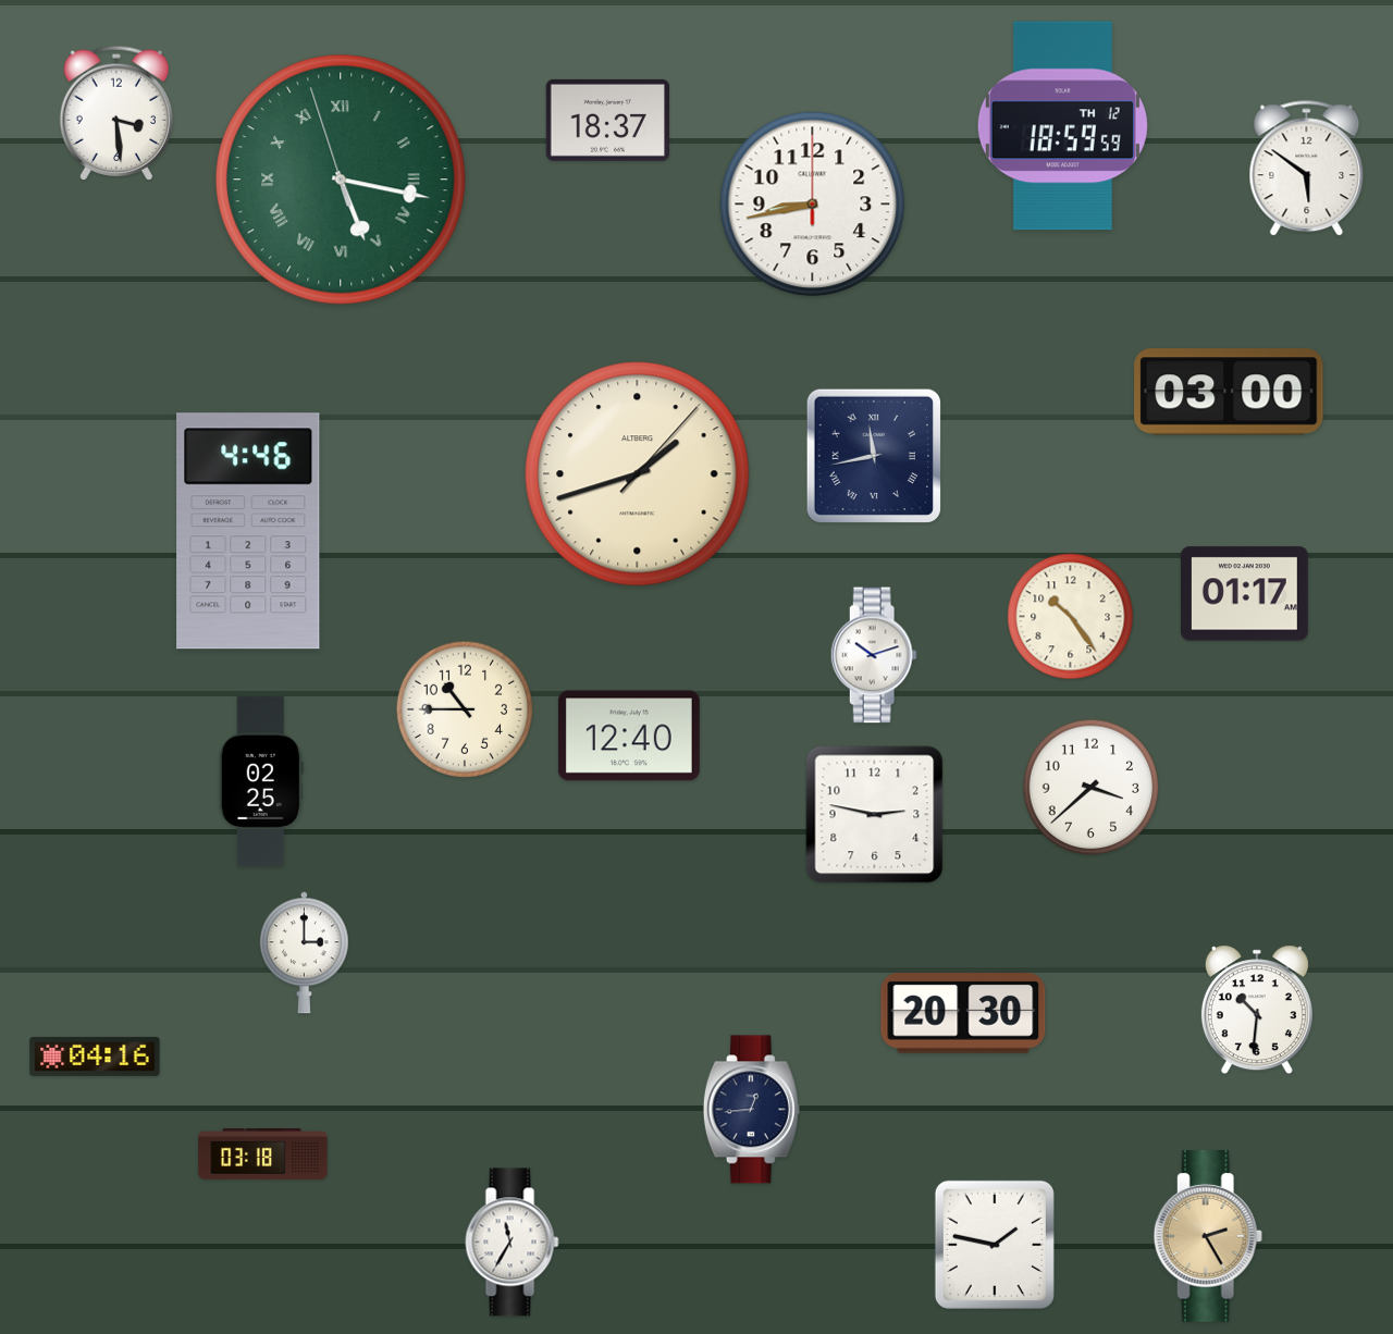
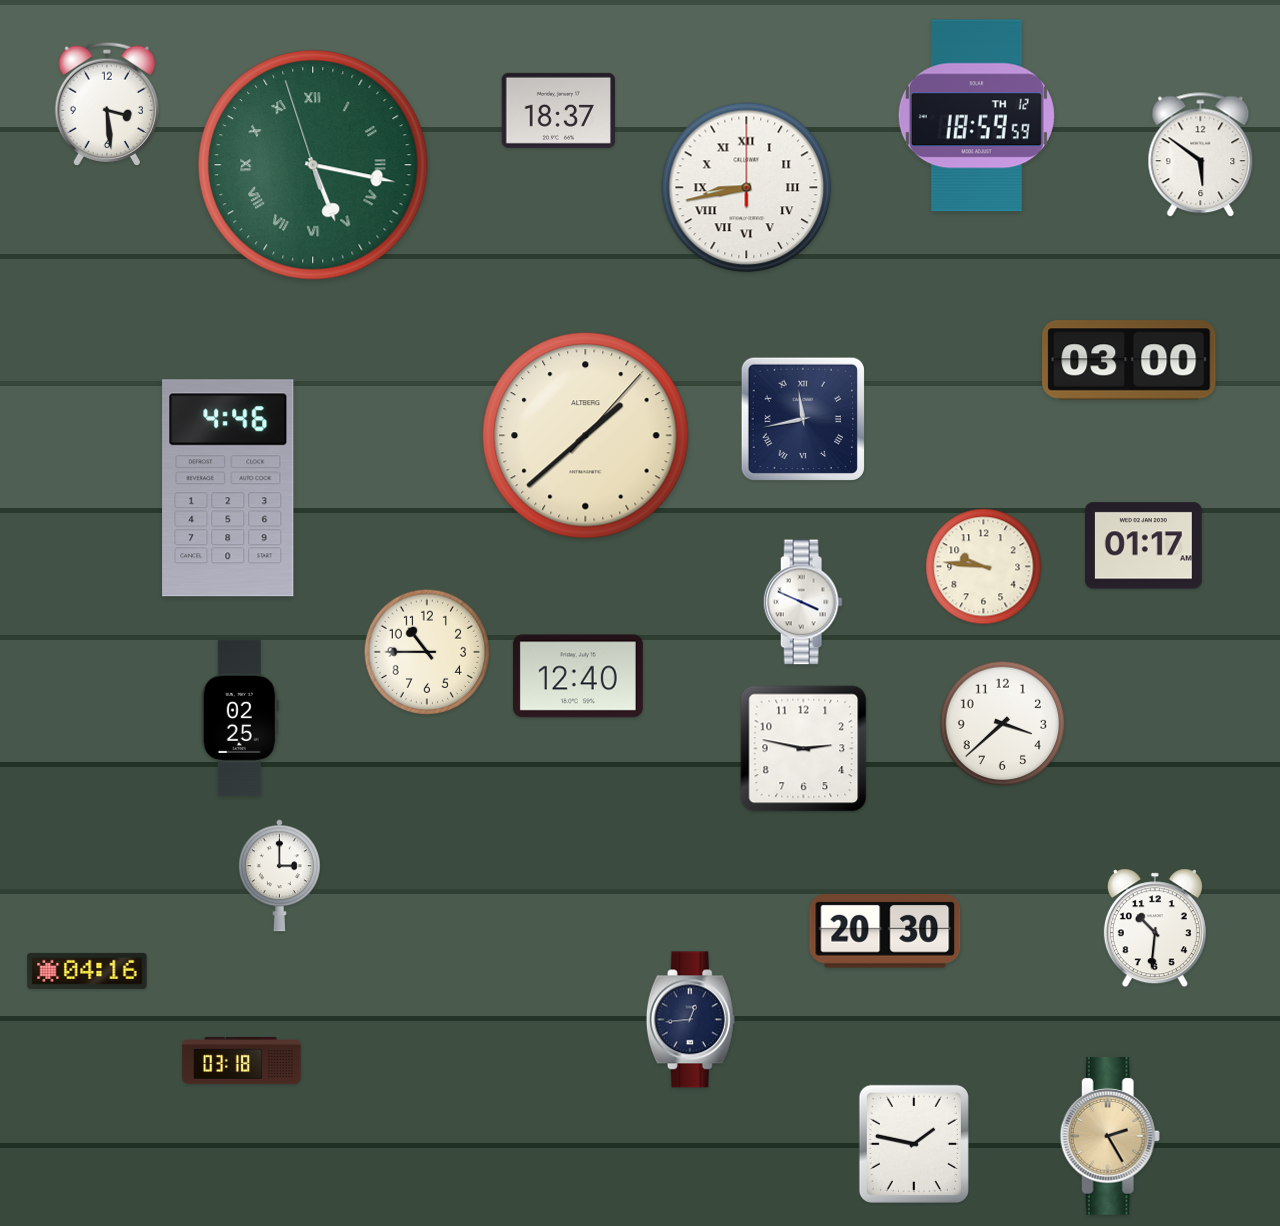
clock at (813, 205) numerals: Arabic -> Roman
clock at (638, 474): 1:42 -> 1:38
clock at (1071, 617): 10:24 -> 9:46
clock at (874, 655): 10:12 -> 3:49
clock at (513, 1243): 11:35 -> none
